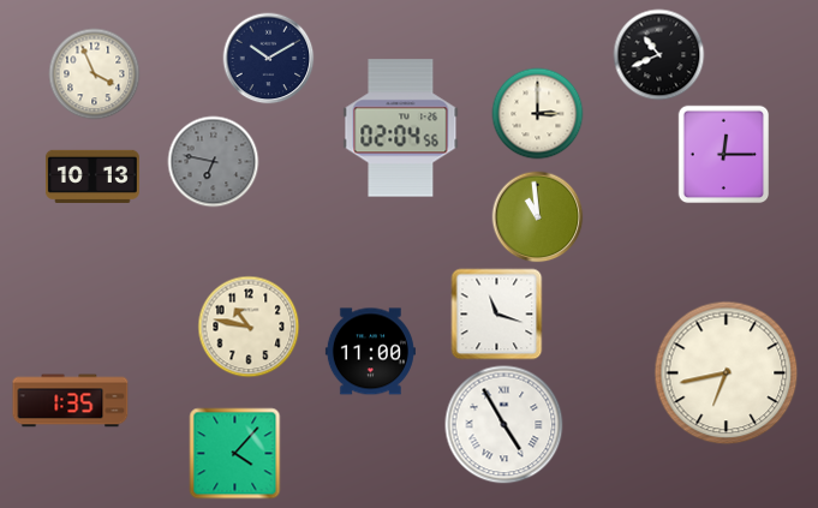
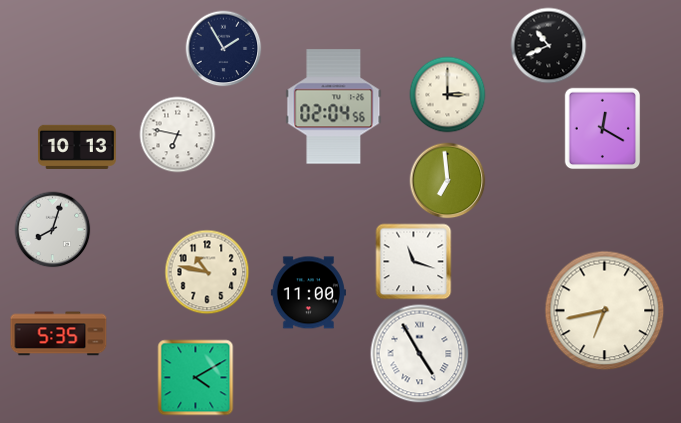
clock at (269, 59): 10:10 -> 1:55
clock at (95, 74): 3:56 -> none
clock at (724, 155): 12:15 -> 12:20
clock at (214, 162) dial: grey -> white
clock at (538, 217): 10:59 -> 6:59
clock at (53, 230): none -> 8:03
clock at (71, 401): 1:35 -> 5:35
clock at (235, 454): 4:07 -> 4:10
